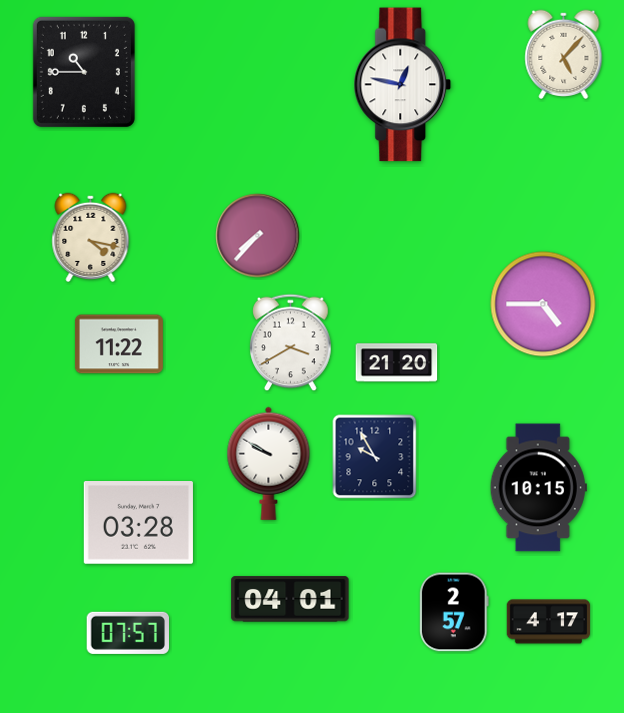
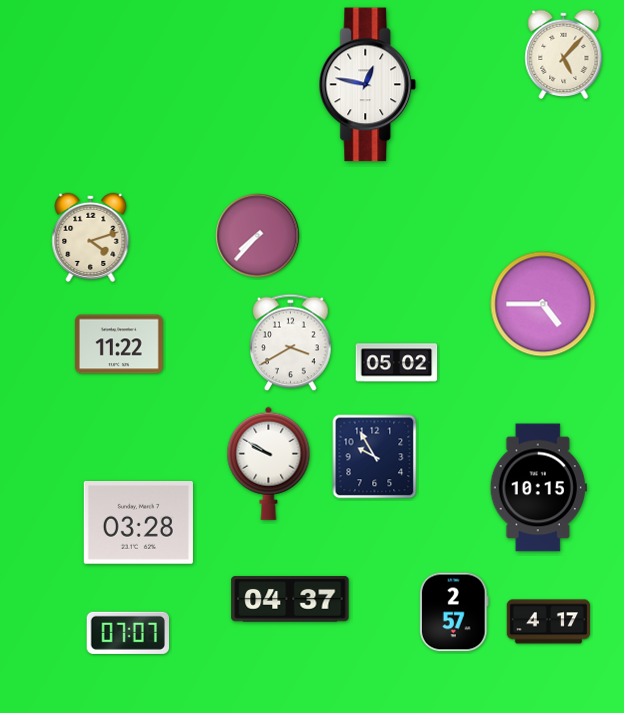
clock at (84, 72): 10:45 -> none
clock at (403, 85) position: (403, 85) -> (368, 85)
clock at (91, 237): 4:17 -> 4:12
clock at (397, 363): 21:20 -> 05:02
clock at (290, 599): 04:01 -> 04:37
clock at (127, 633): 07:57 -> 07:07
